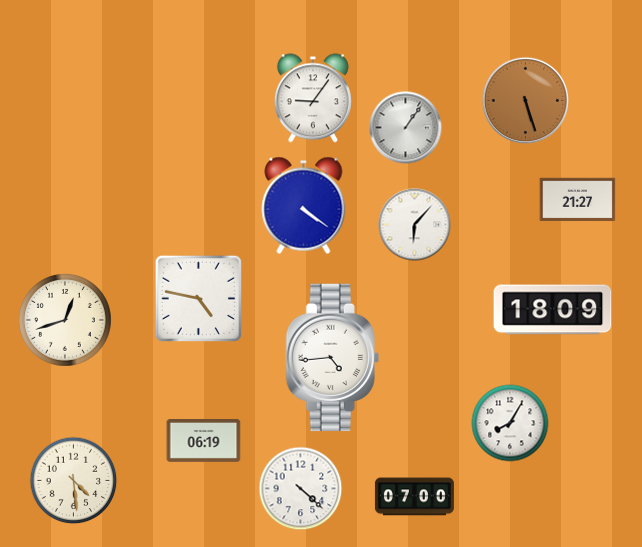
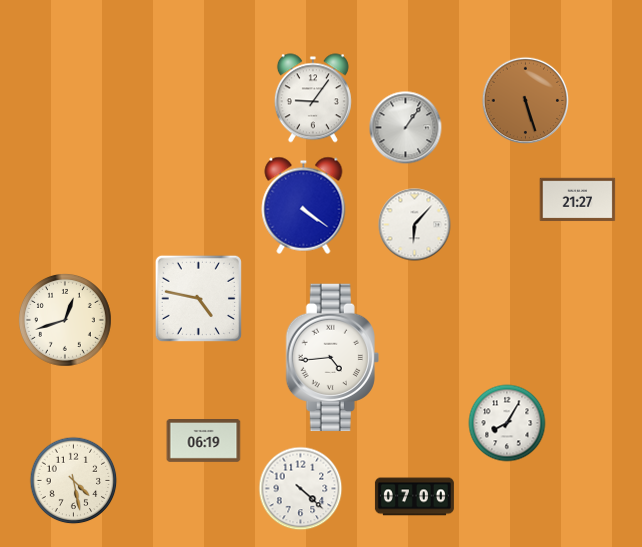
clock at (553, 310): 18:09 -> none
clock at (510, 423) position: (510, 423) -> (507, 423)
clock at (74, 481): 4:29 -> 4:28
